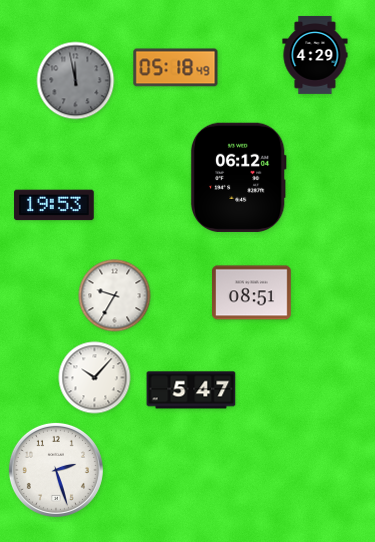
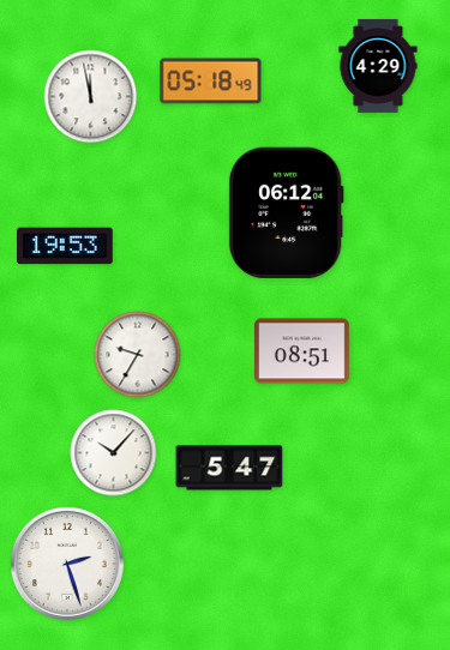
clock at (76, 81) dial: grey -> white
